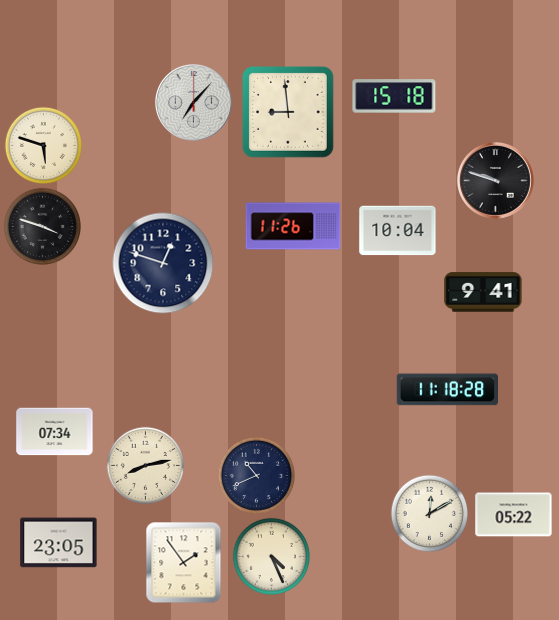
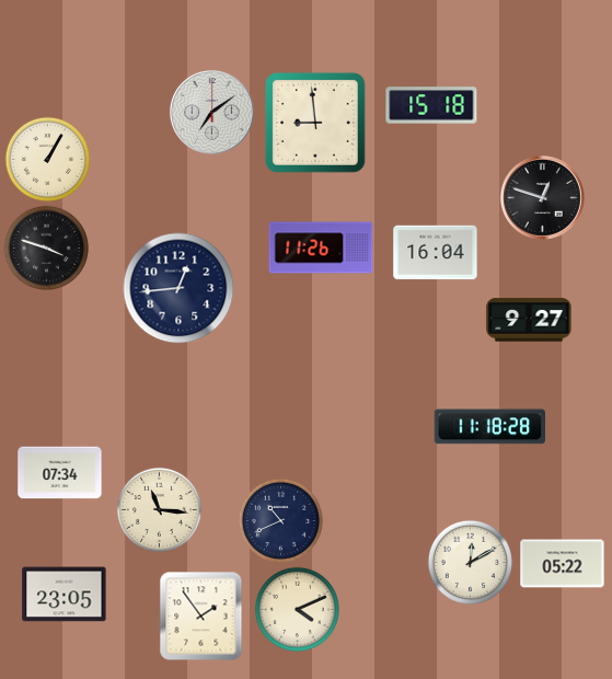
clock at (193, 102): 7:07 -> 7:09
clock at (43, 145): 5:48 -> 1:05
clock at (495, 180): 9:48 -> 12:48
clock at (398, 231): 10:04 -> 16:04
clock at (163, 263): 12:48 -> 12:44
clock at (483, 292): 9:41 -> 9:27
clock at (145, 465): 8:13 -> 11:16
clock at (271, 556): 4:26 -> 4:11
